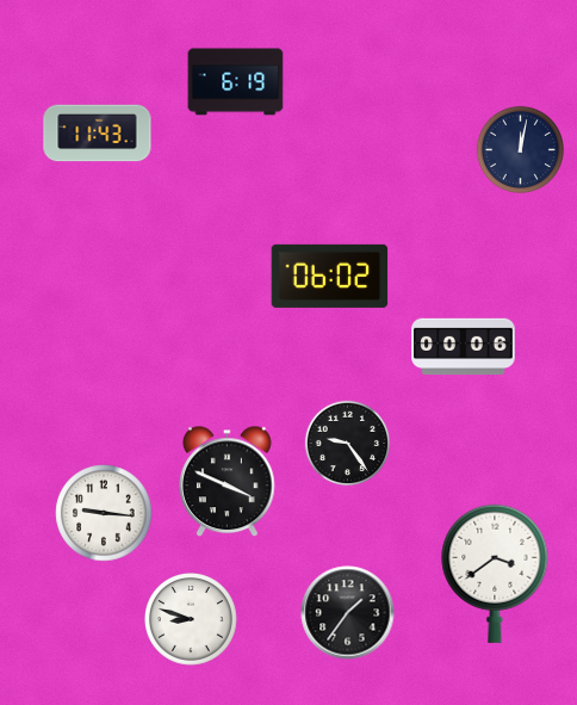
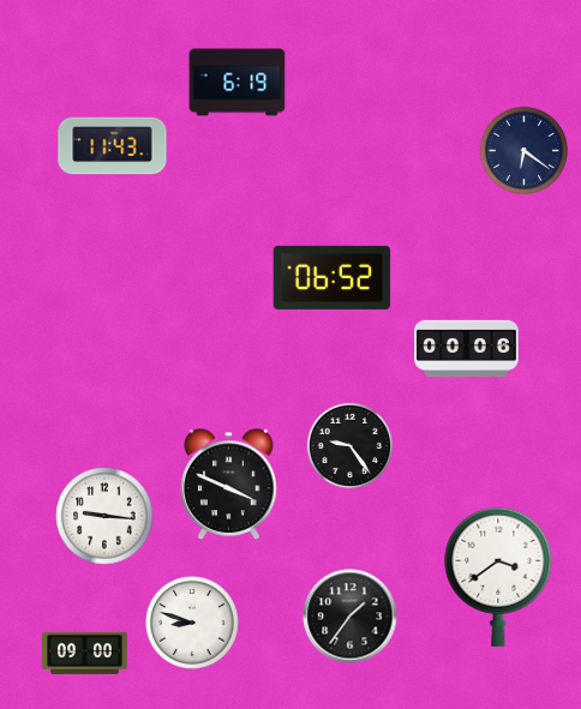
clock at (98, 134) position: (98, 134) -> (113, 146)
clock at (520, 149): 12:02 -> 6:21
clock at (330, 276): 06:02 -> 06:52
clock at (85, 653): none -> 09:00
